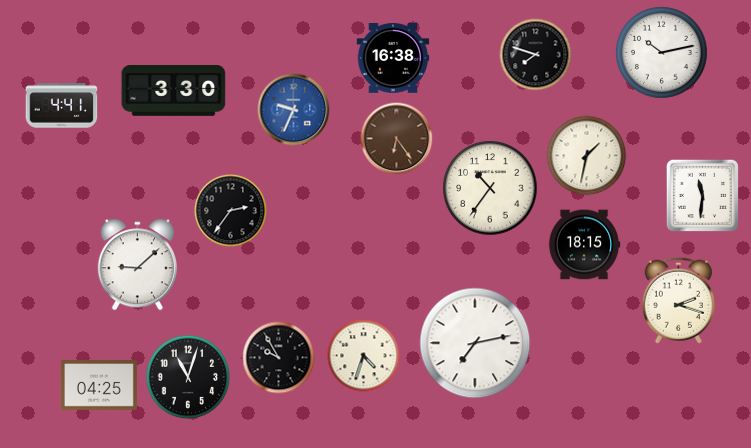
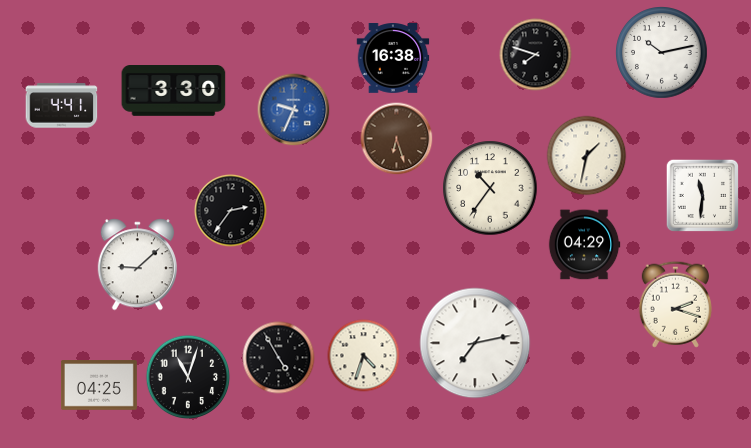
clock at (397, 139): 6:24 -> 6:27
clock at (584, 245): 18:15 -> 04:29
clock at (678, 300) position: (678, 300) -> (675, 304)
clock at (279, 358): 9:55 -> 4:55
